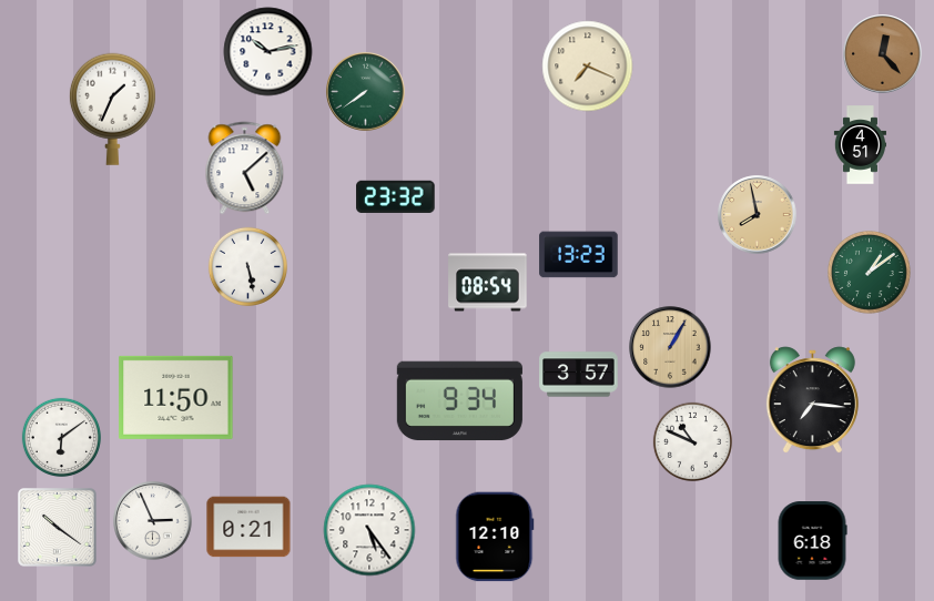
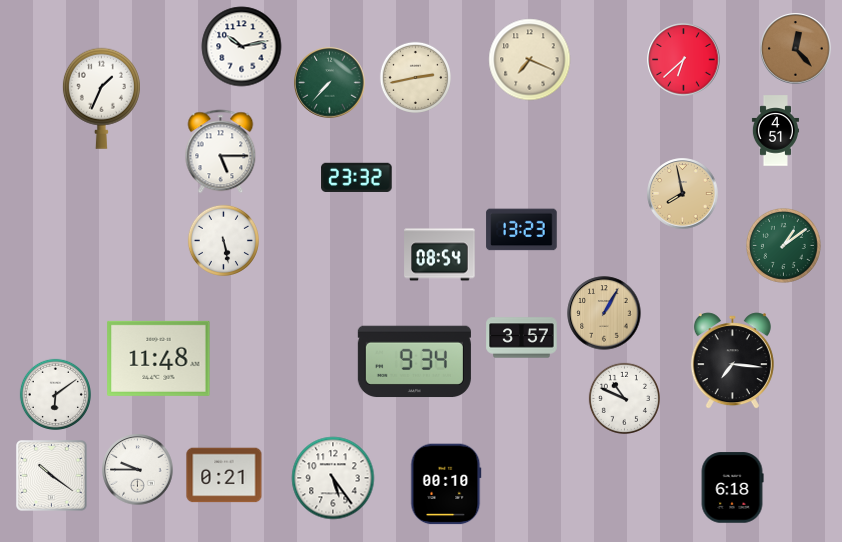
clock at (684, 60): none -> 6:38
clock at (415, 77): none -> 2:43
clock at (366, 92): 7:39 -> 7:37
clock at (245, 169): 5:08 -> 5:15
clock at (176, 397): 11:50 -> 11:48
clock at (153, 521): 2:56 -> 9:45
clock at (495, 537): 12:10 -> 00:10
